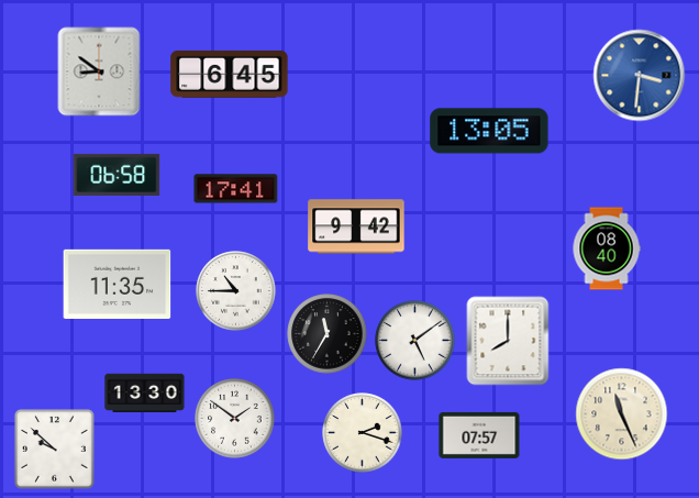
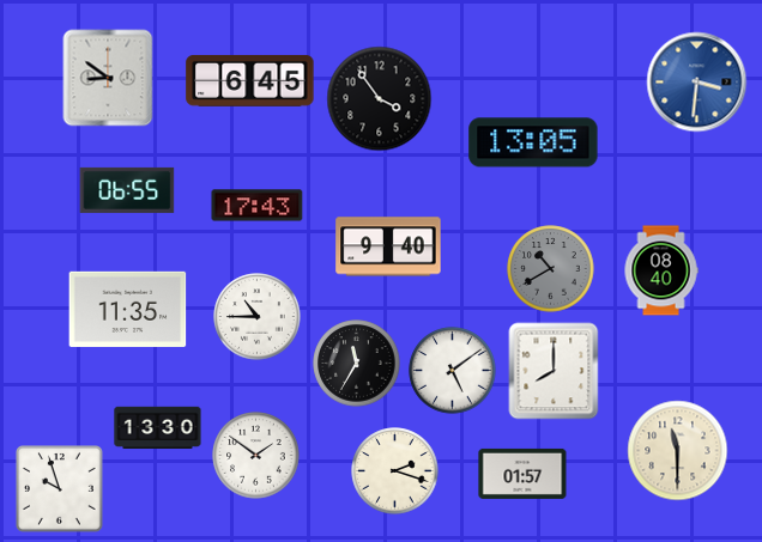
clock at (380, 99): none -> 3:54
clock at (116, 175): 06:58 -> 06:55
clock at (236, 189): 17:41 -> 17:43
clock at (356, 226): 9:42 -> 9:40
clock at (551, 269): none -> 10:40
clock at (622, 414): 11:26 -> 11:30
clock at (479, 435): 07:57 -> 01:57
clock at (55, 450): 9:52 -> 9:57
